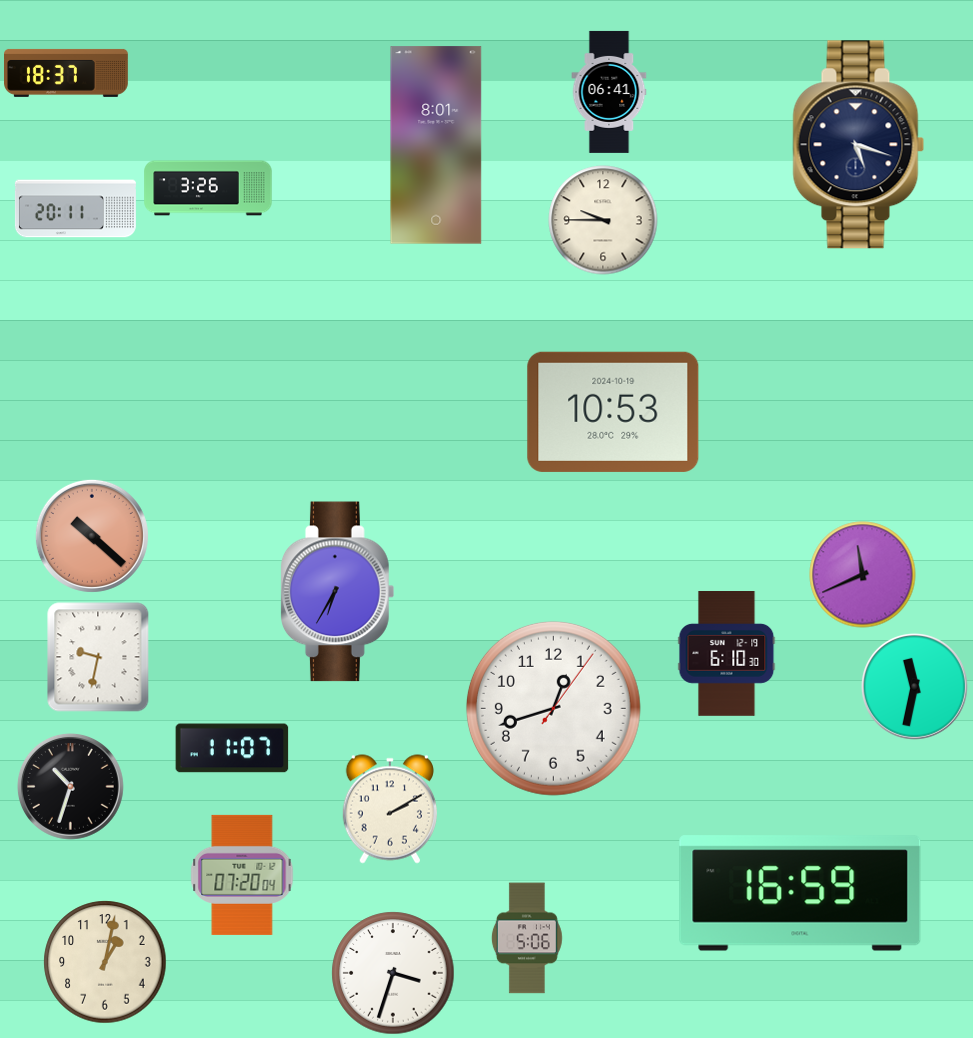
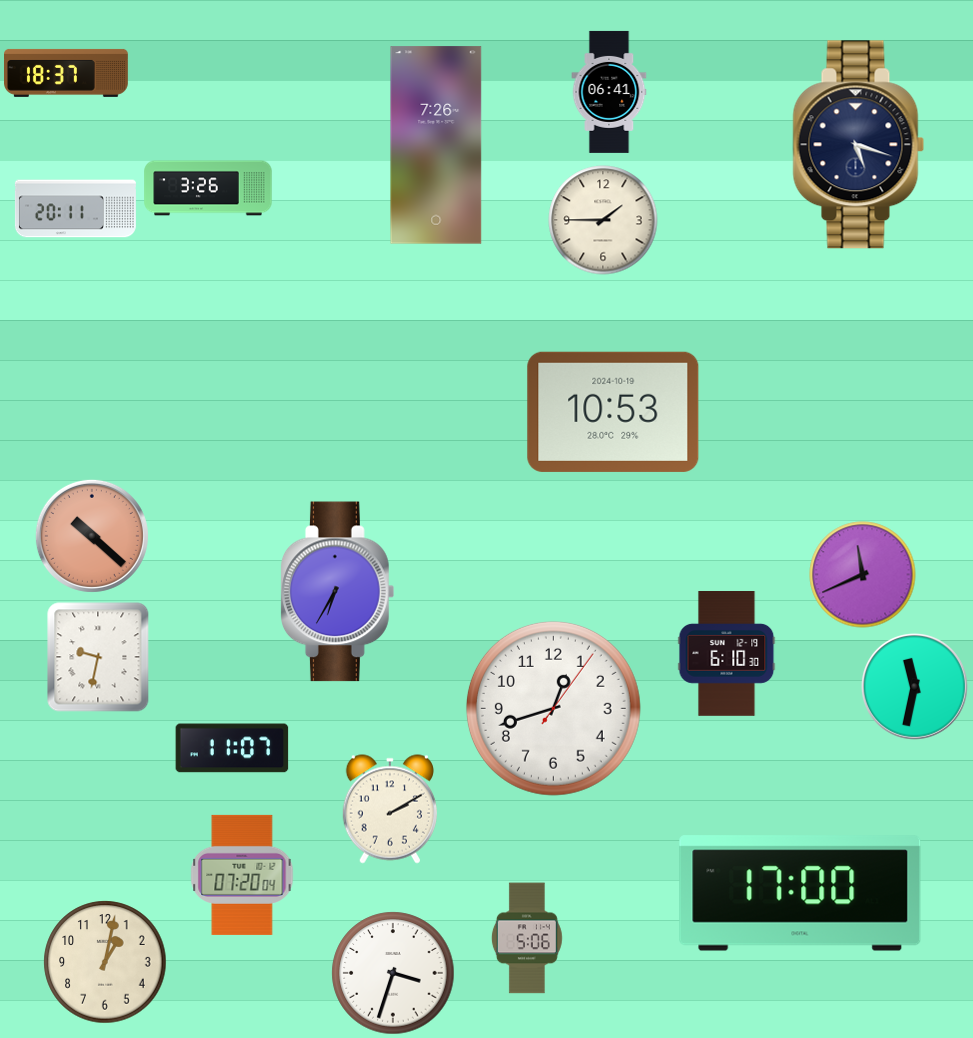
clock at (436, 145): 8:01 -> 7:26
clock at (603, 220): 9:45 -> 1:45
clock at (70, 786): 10:33 -> none
clock at (800, 893): 16:59 -> 17:00
